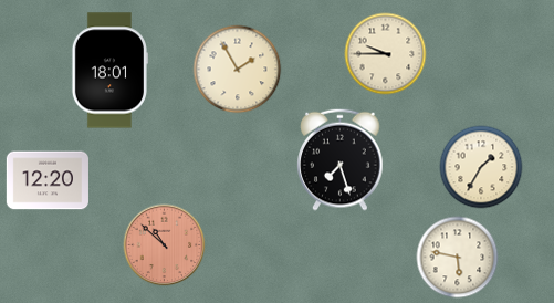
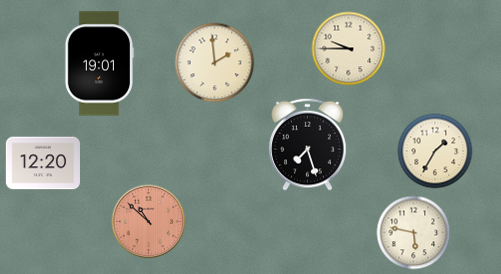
clock at (238, 70): 1:55 -> 1:59
clock at (109, 71): 18:01 -> 19:01
